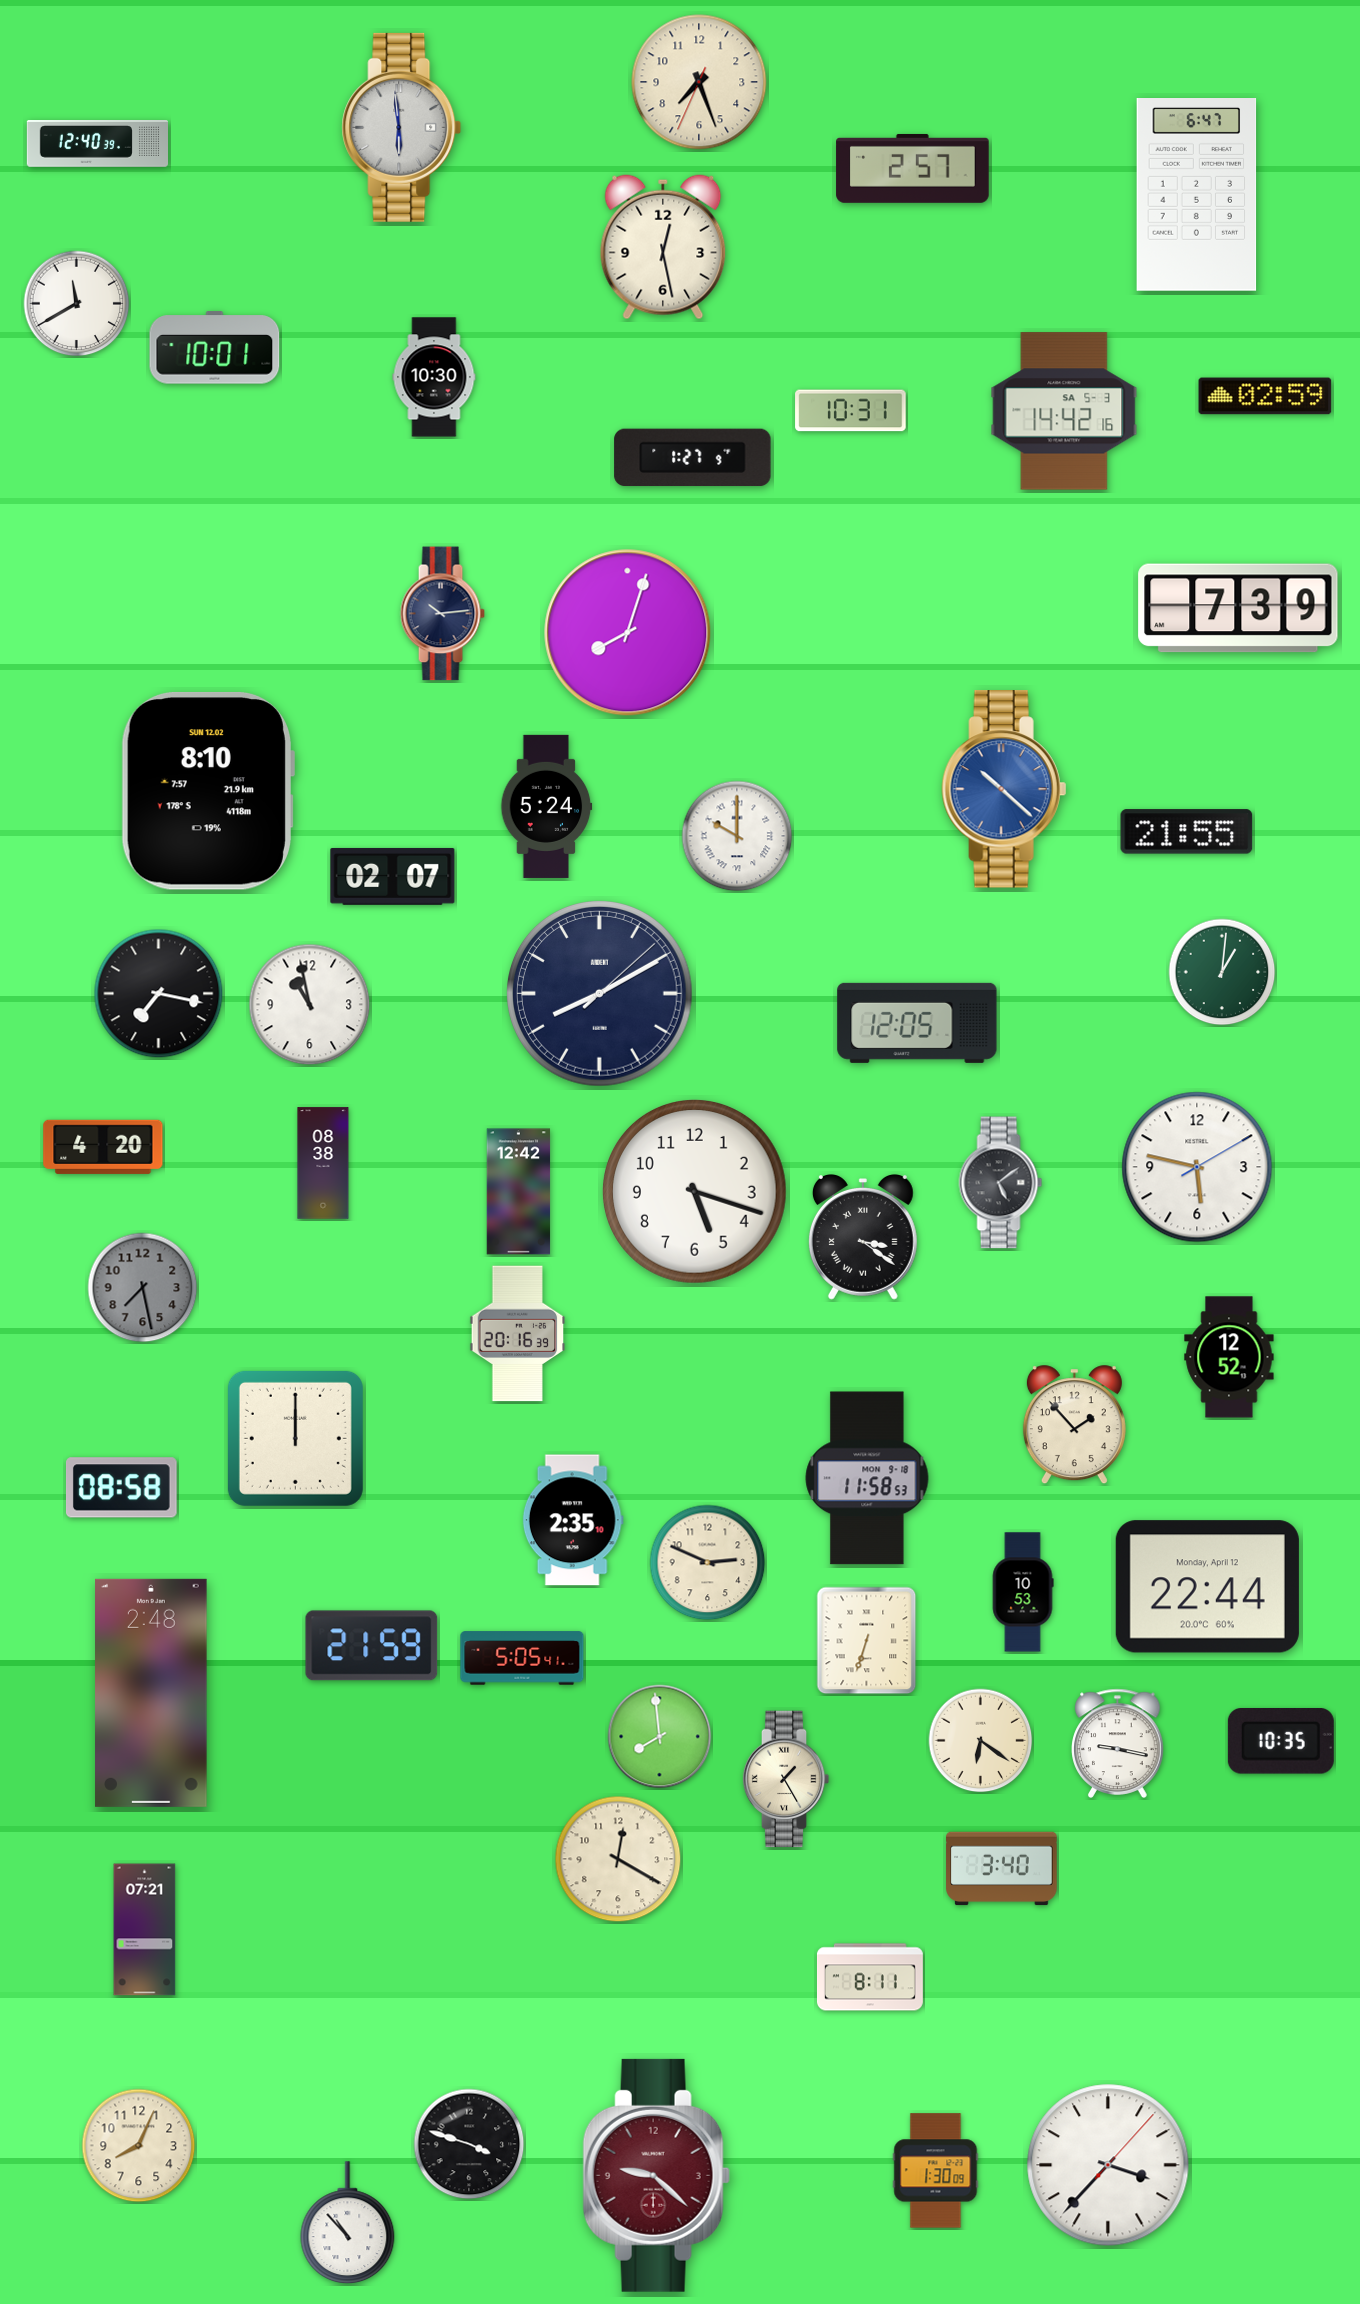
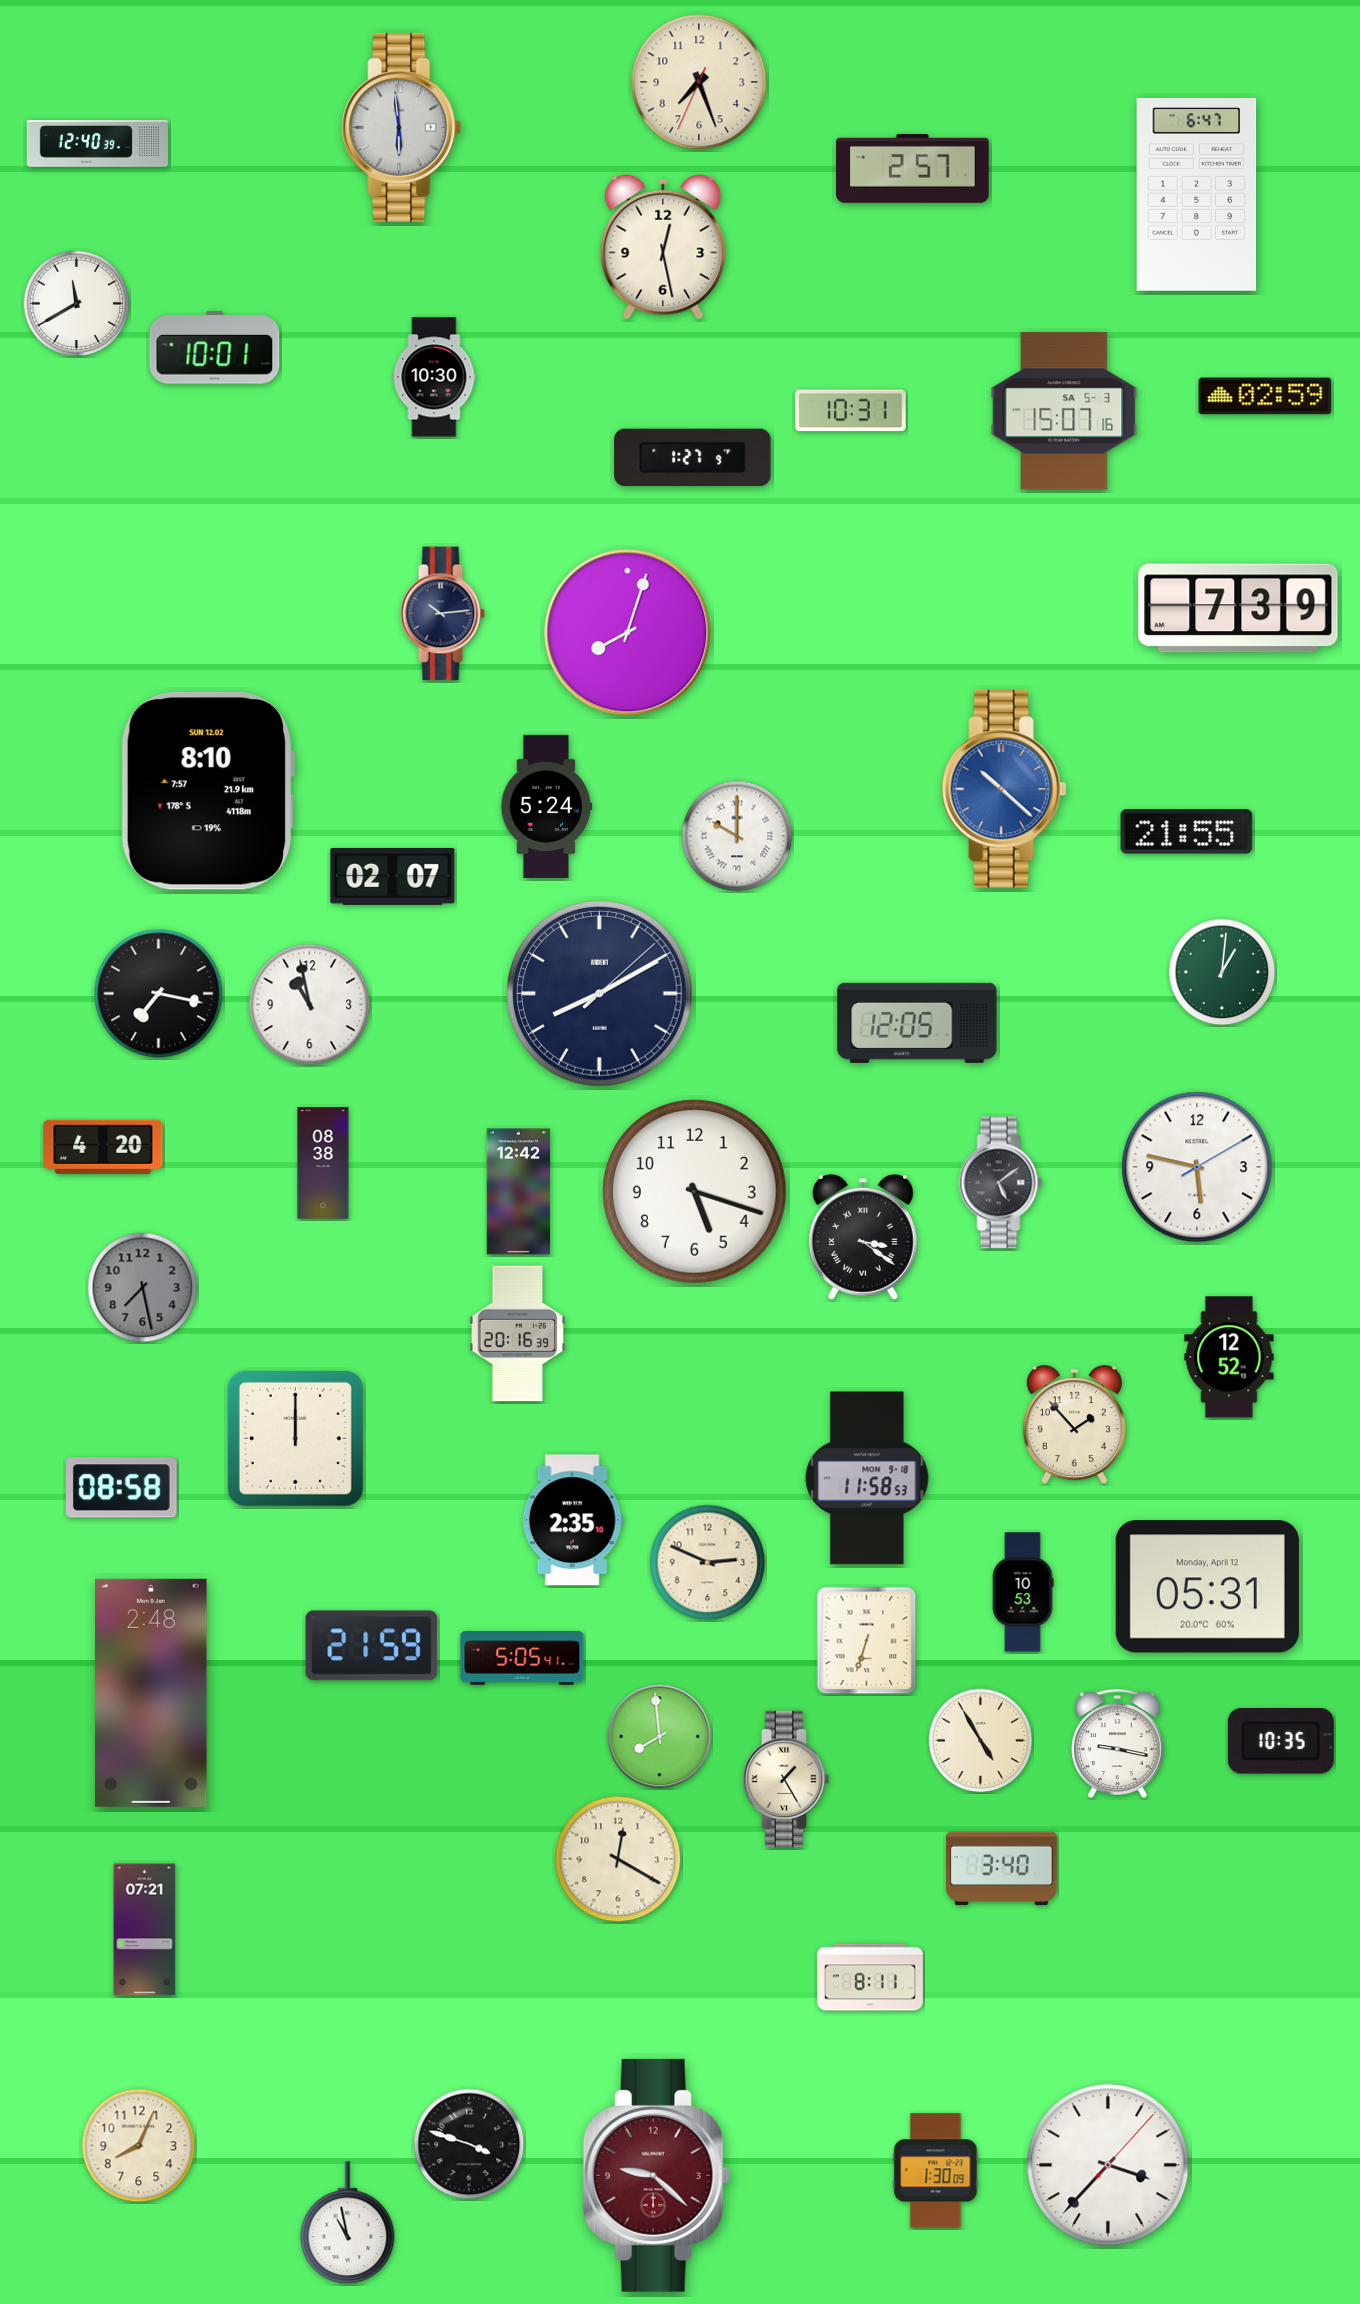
clock at (1064, 411): 14:42 -> 15:07
clock at (1207, 1587): 22:44 -> 05:31
clock at (981, 1741): 6:21 -> 4:55
clock at (348, 2223): 10:53 -> 10:58
